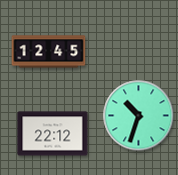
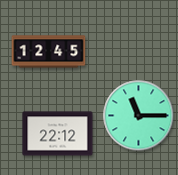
clock at (139, 116): 10:33 -> 11:15
clock at (53, 134) position: (53, 134) -> (58, 134)
